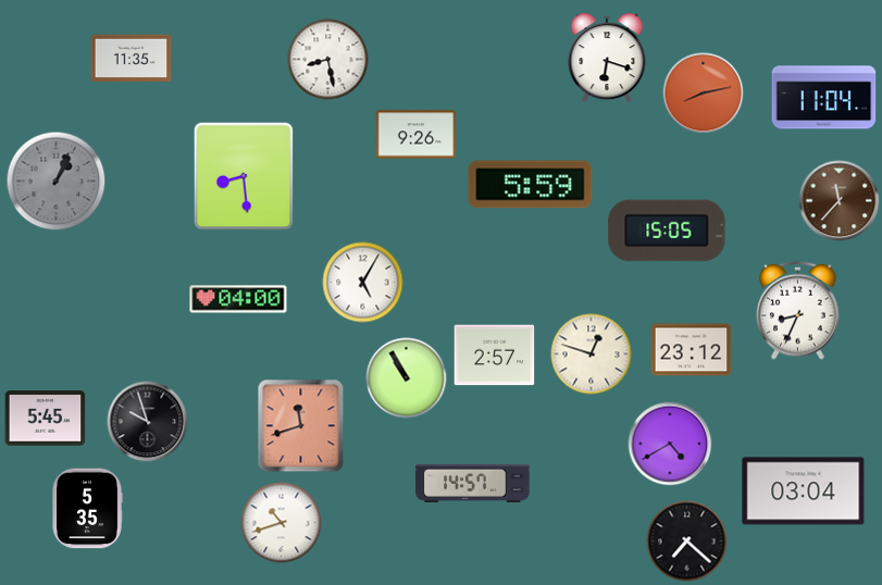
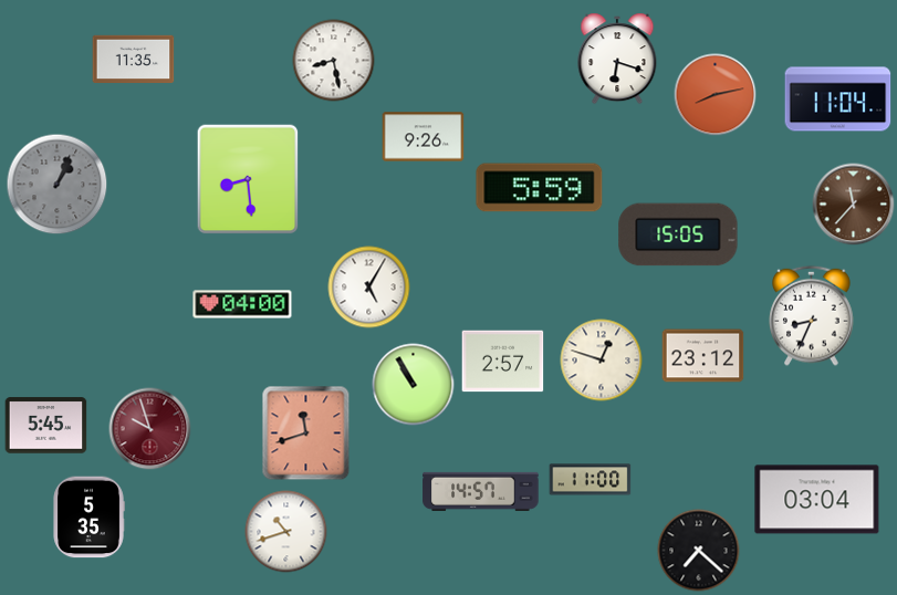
clock at (148, 422) dial: black -> burgundy
clock at (670, 444): 4:40 -> none
clock at (591, 480): none -> 11:00
